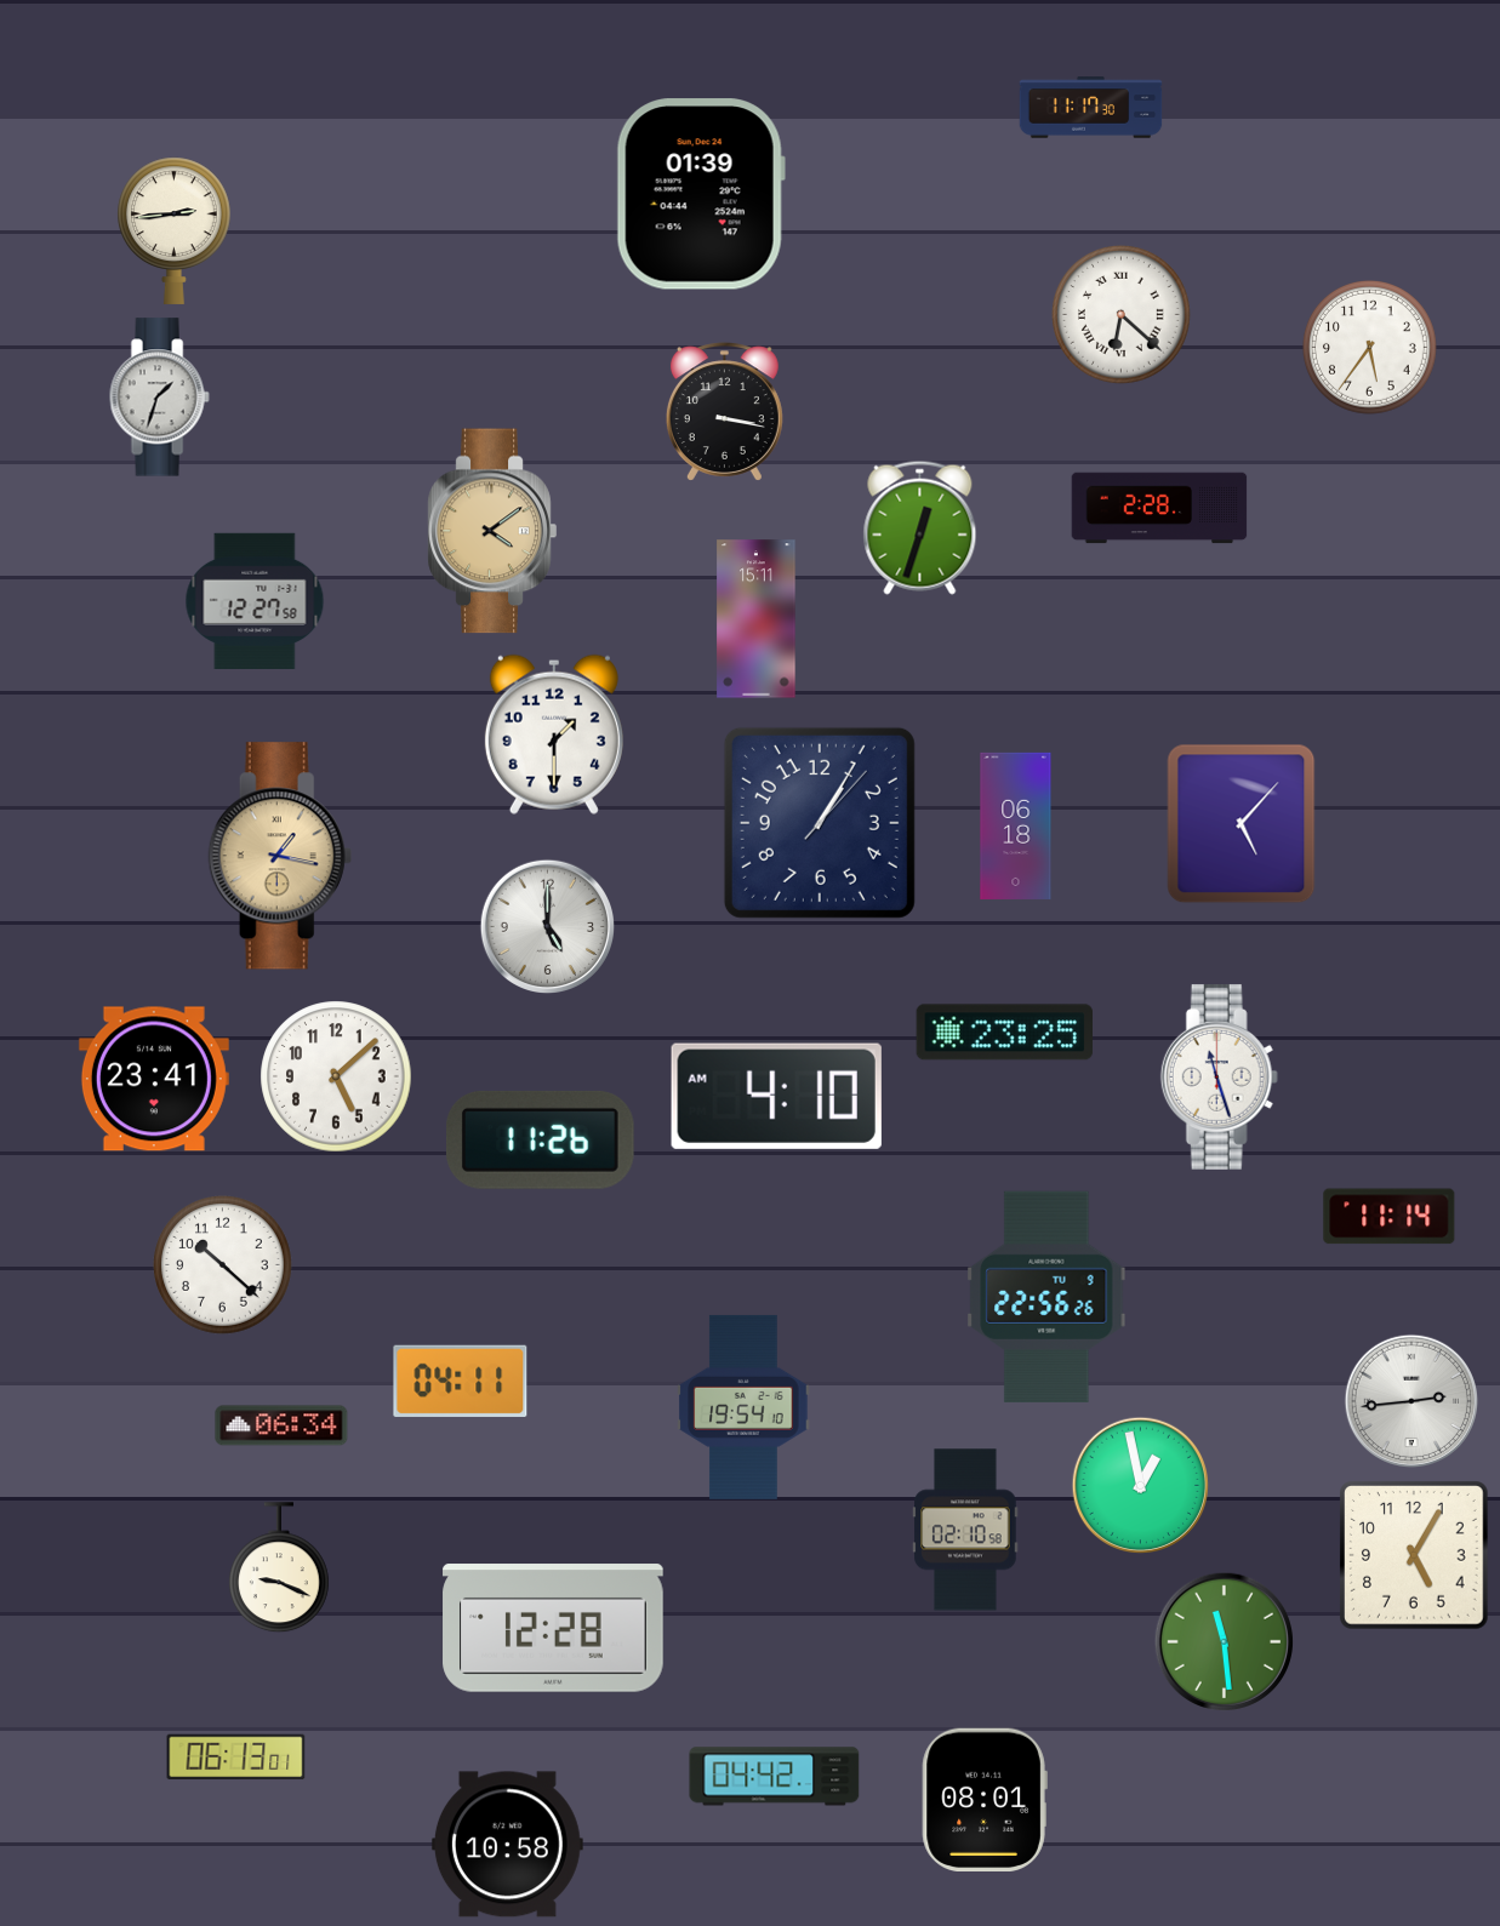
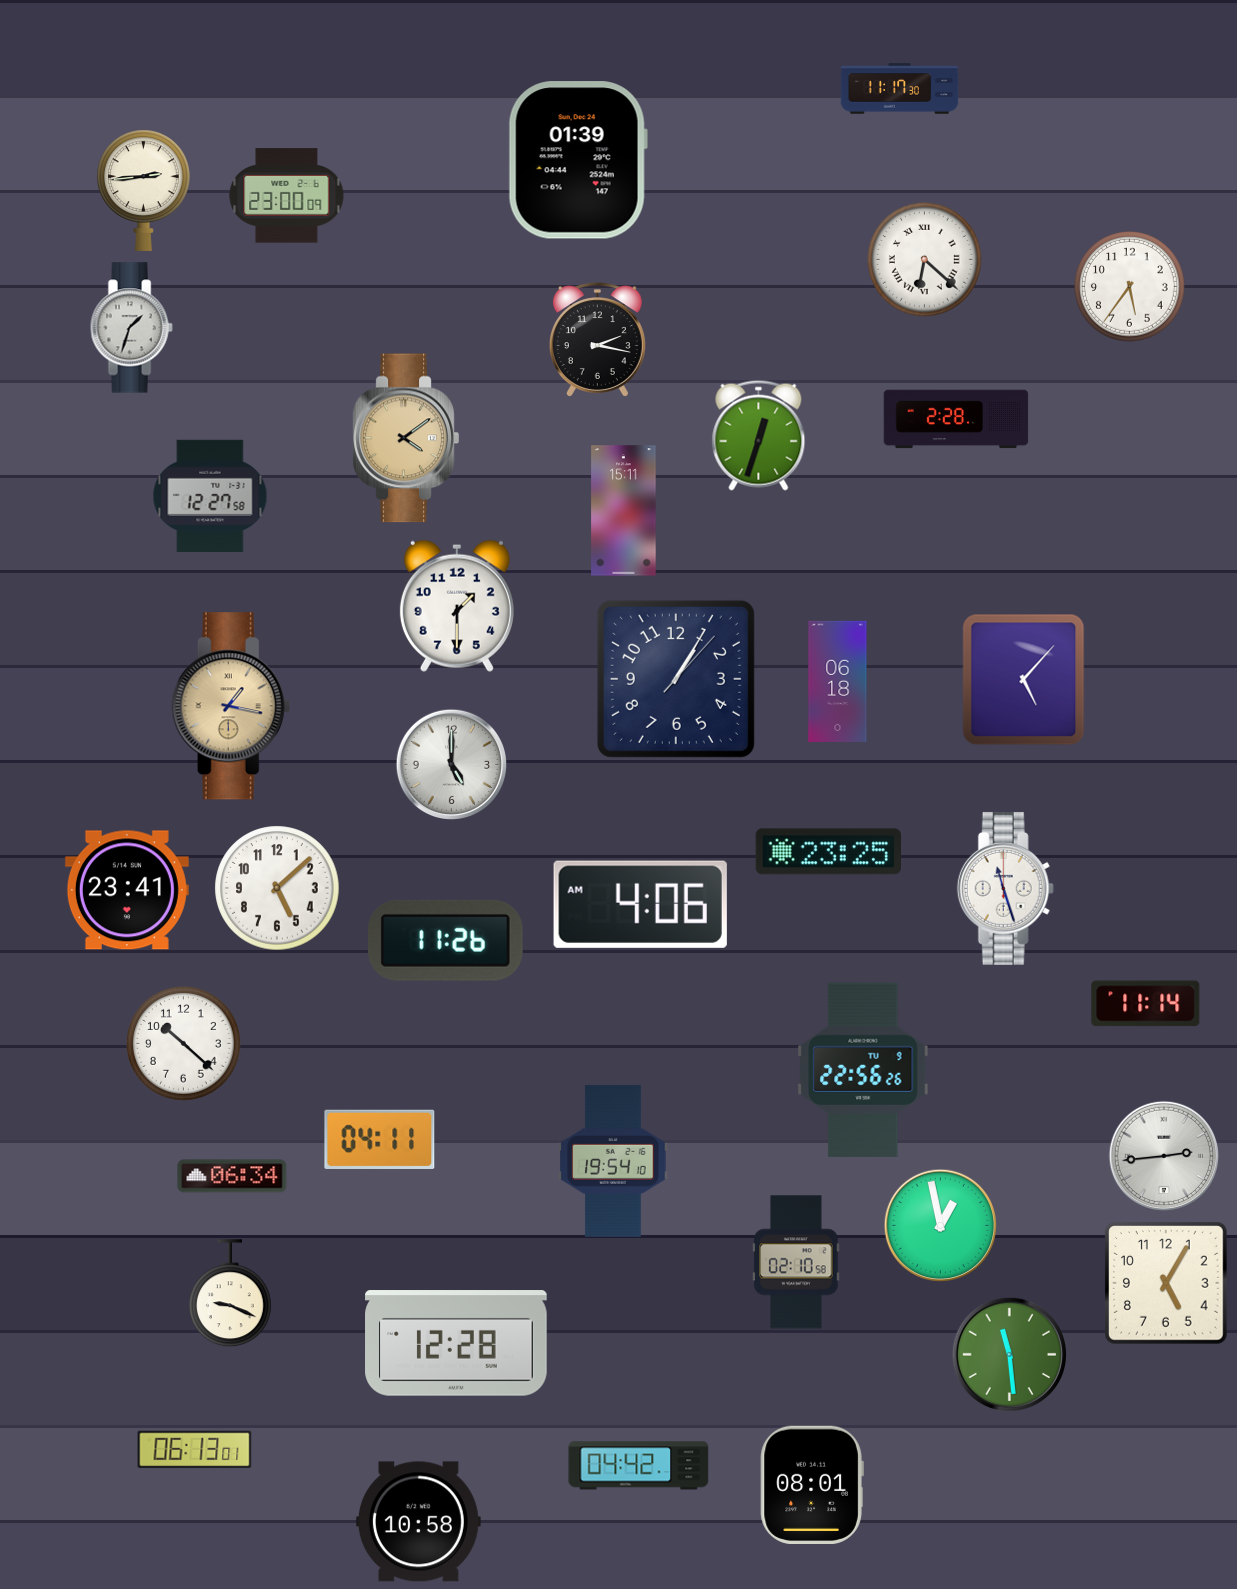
clock at (287, 196): none -> 23:00
clock at (724, 412): 3:17 -> 2:17
clock at (776, 1096): 4:10 -> 4:06
